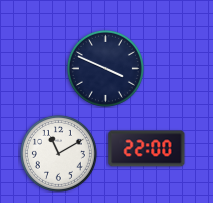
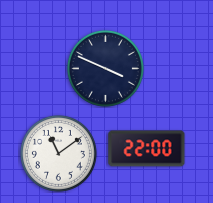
clock at (58, 153): 11:10 -> 11:09
